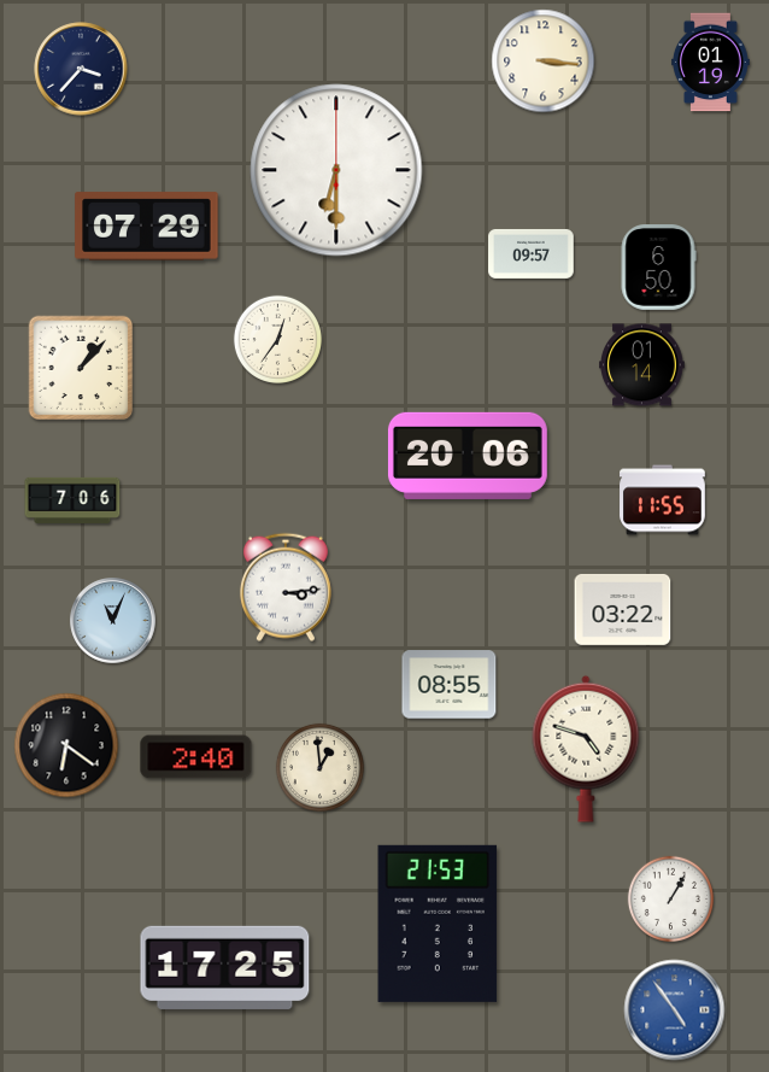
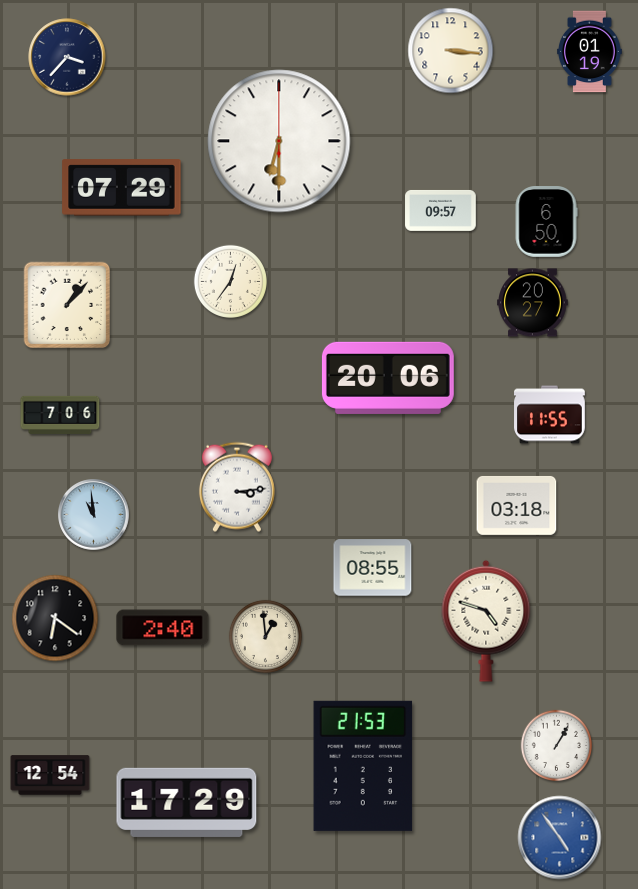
clock at (642, 365): 01:14 -> 20:27
clock at (623, 609): 03:22 -> 03:18
clock at (113, 621): 11:04 -> 10:59
clock at (50, 775): none -> 12:54
clock at (225, 967): 17:25 -> 17:29
